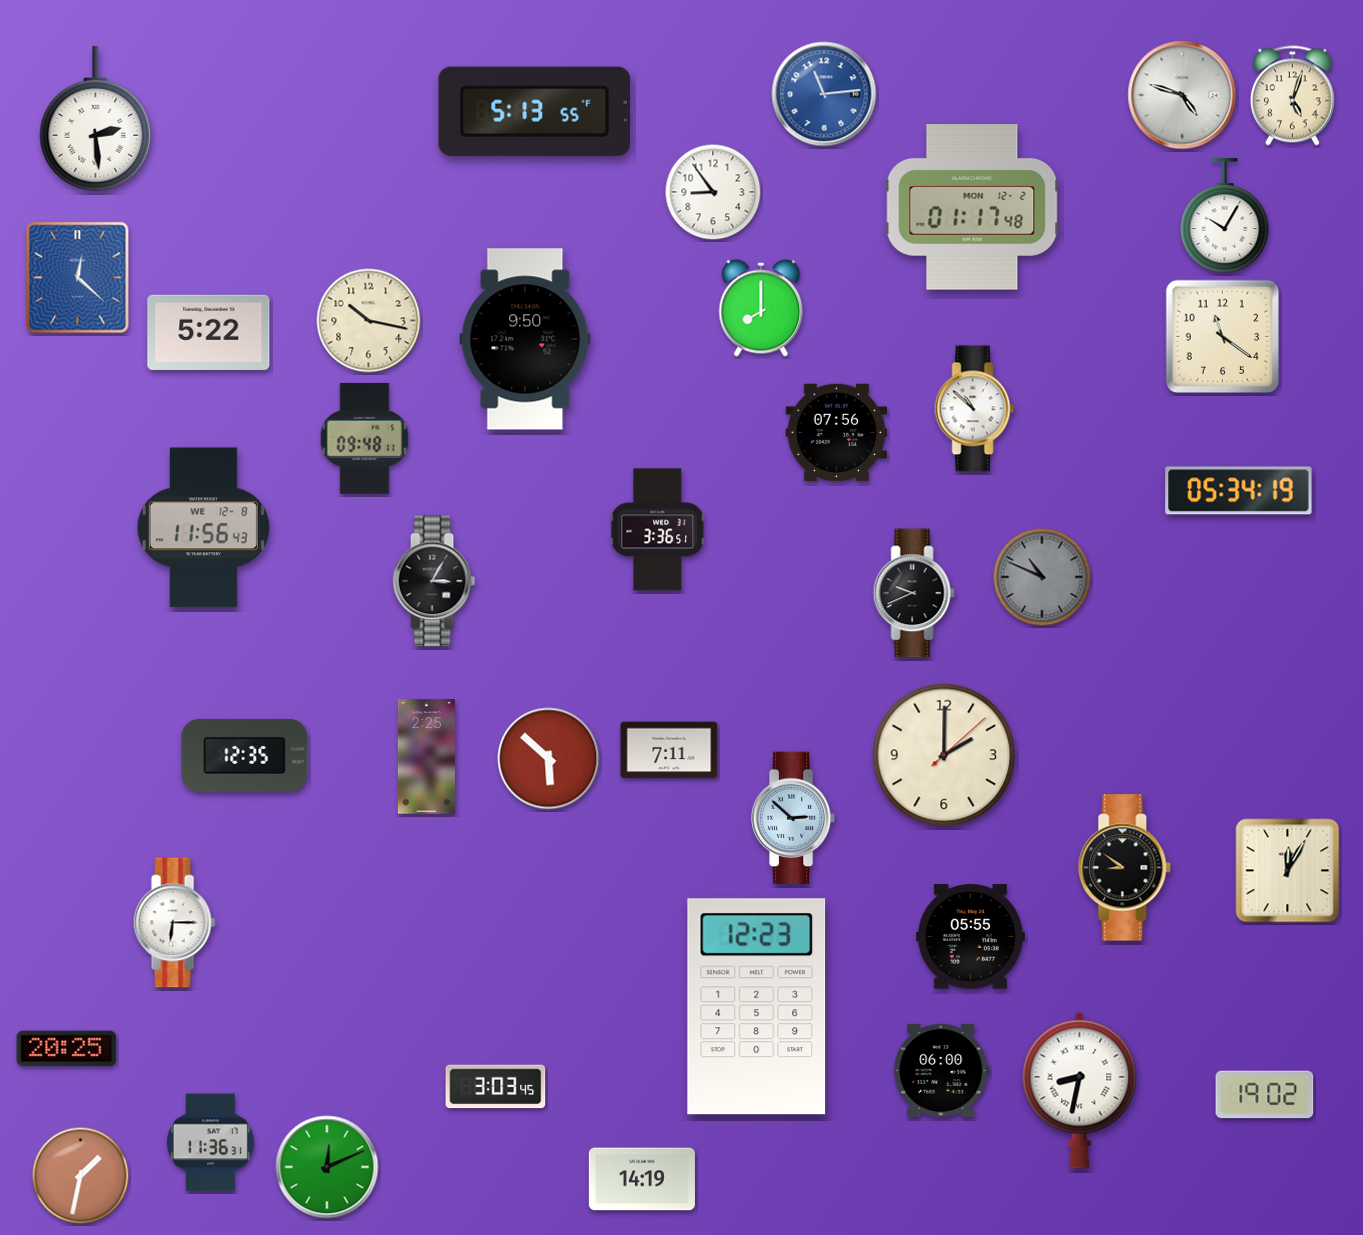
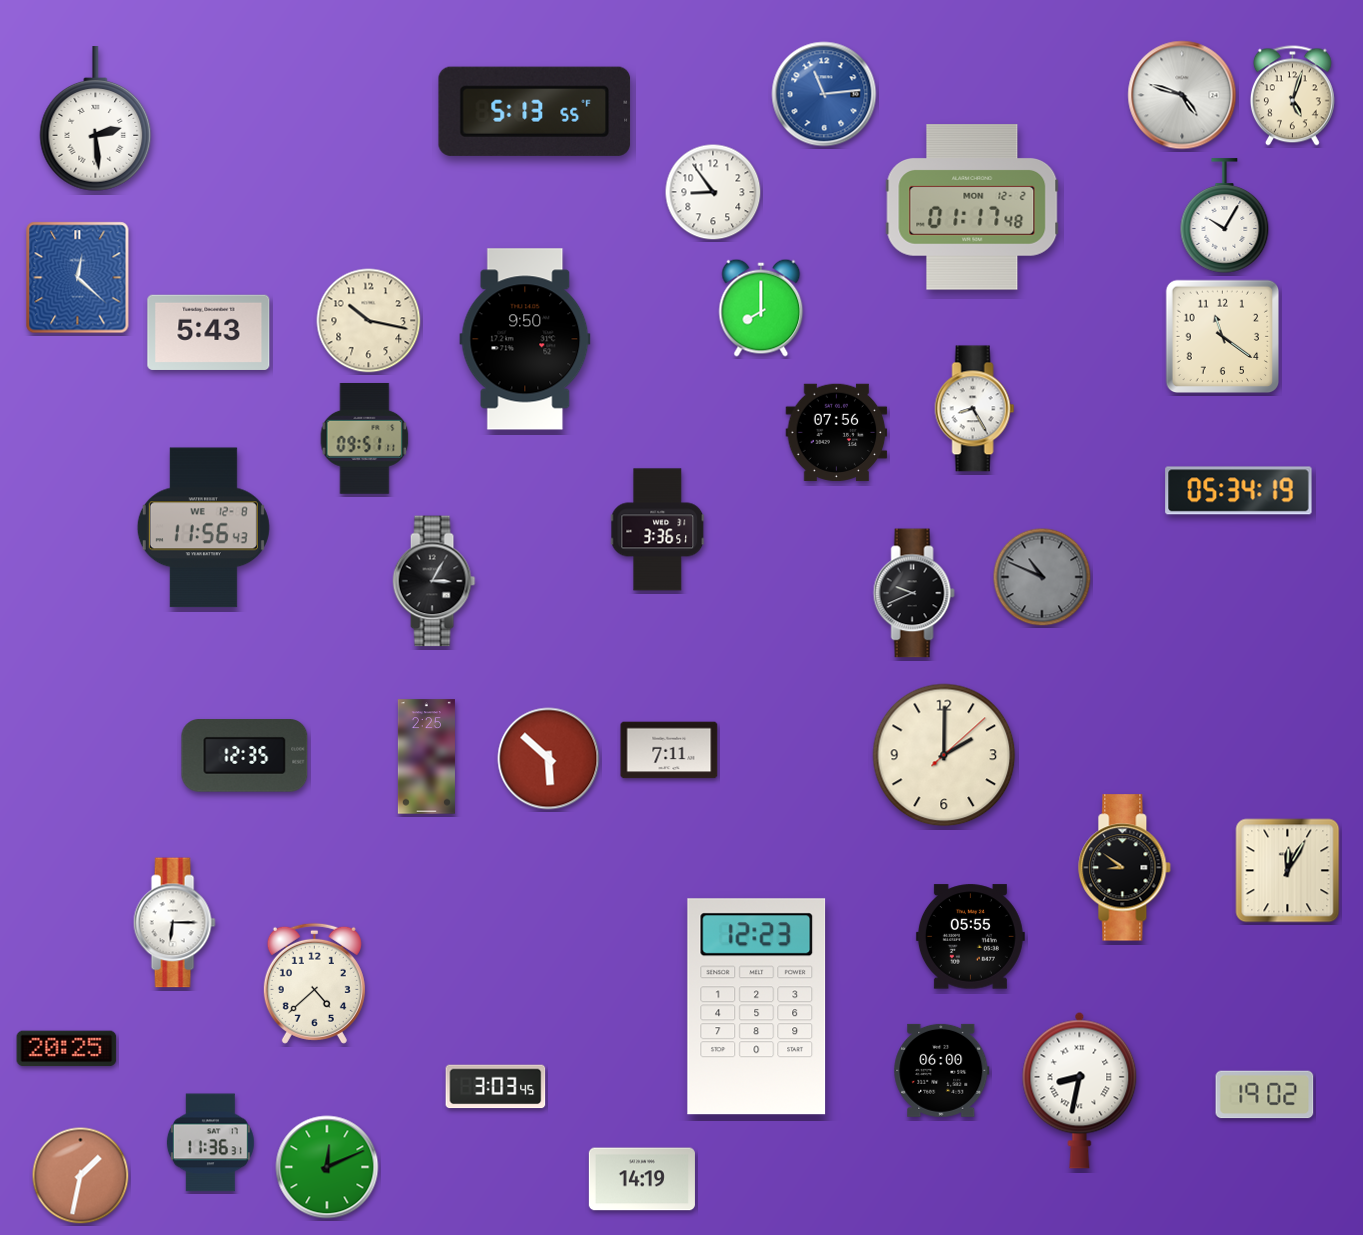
clock at (209, 332): 5:22 -> 5:43
clock at (975, 409): 10:52 -> 8:25
clock at (365, 438): 09:48 -> 09:51
clock at (793, 818): 2:52 -> none
clock at (314, 983): none -> 4:38
